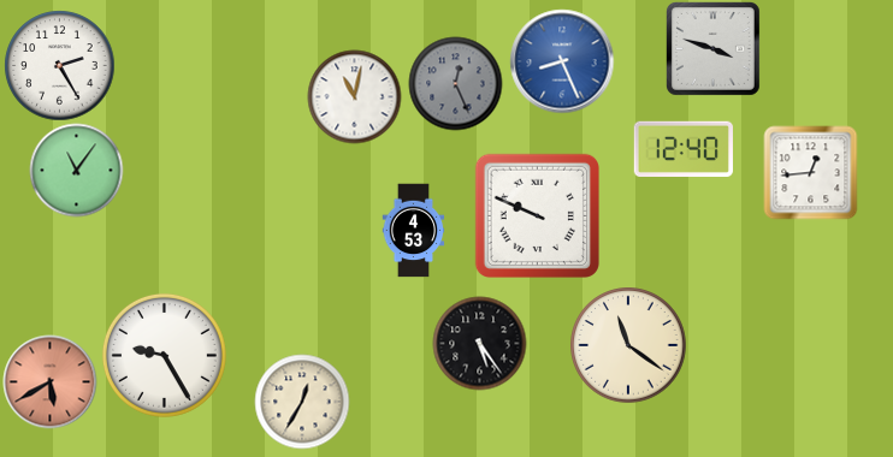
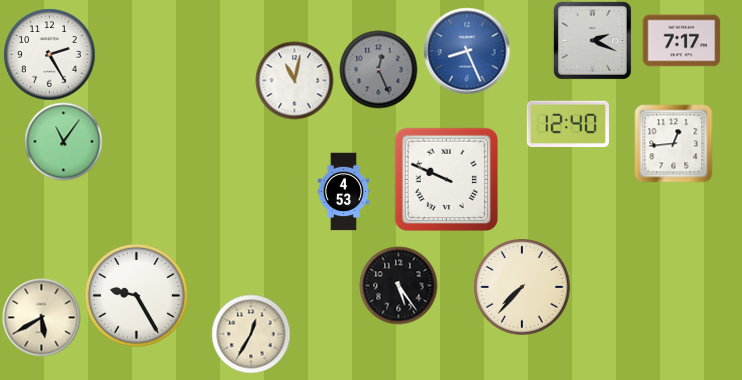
clock at (712, 48): 3:48 -> 2:19
clock at (681, 41): none -> 7:17
clock at (628, 345): 11:21 -> 7:37
clock at (49, 381) dial: salmon -> cream
